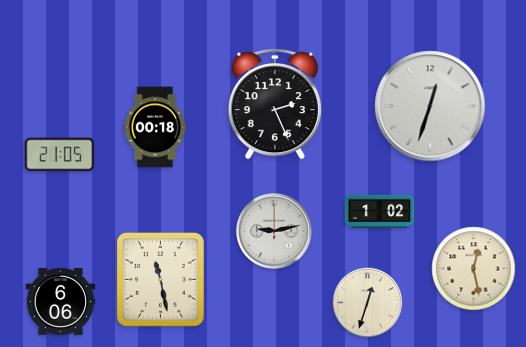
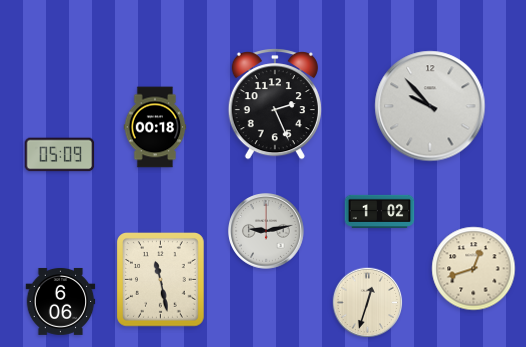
clock at (430, 106): 12:33 -> 9:53
clock at (60, 155): 21:05 -> 05:09
clock at (275, 232) position: (275, 232) -> (267, 232)
clock at (474, 269): 12:28 -> 12:42
